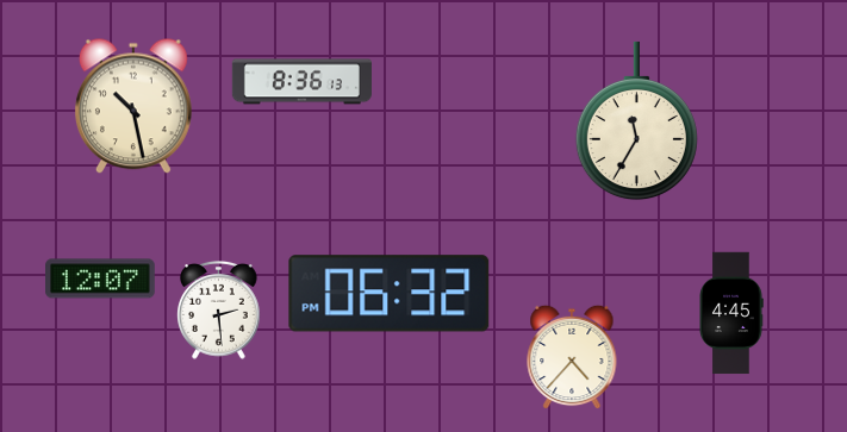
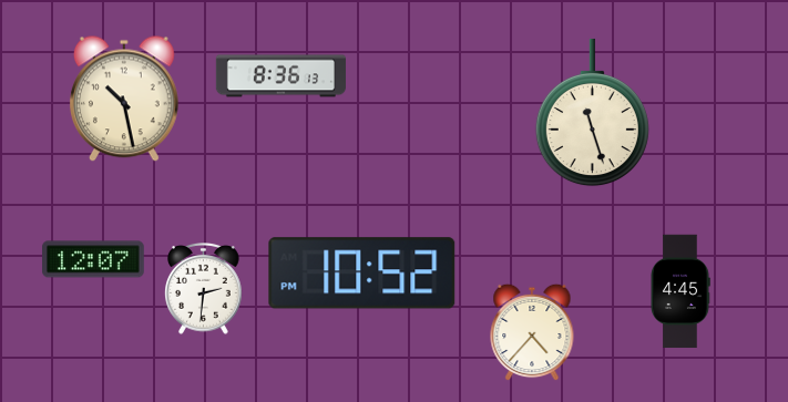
clock at (636, 121): 11:35 -> 11:27
clock at (390, 294): 06:32 -> 10:52
clock at (219, 311): 2:29 -> 2:31
